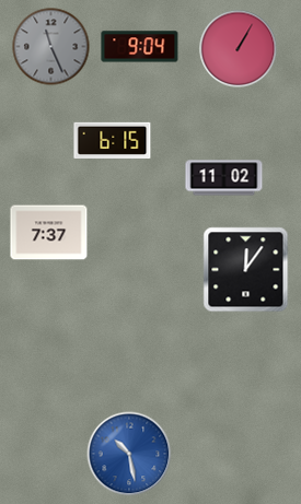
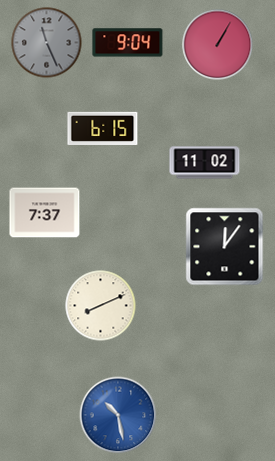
clock at (101, 306): none -> 8:11
